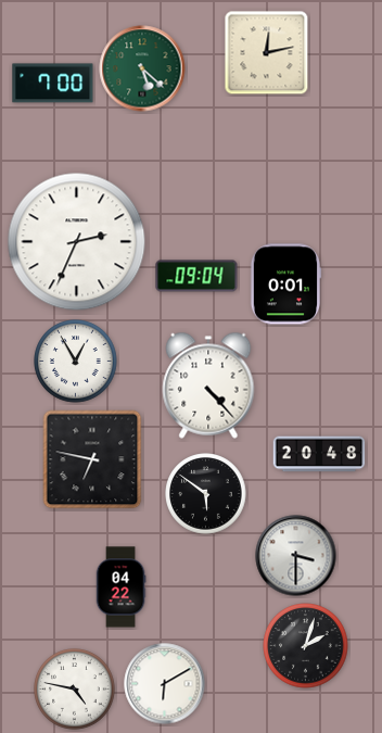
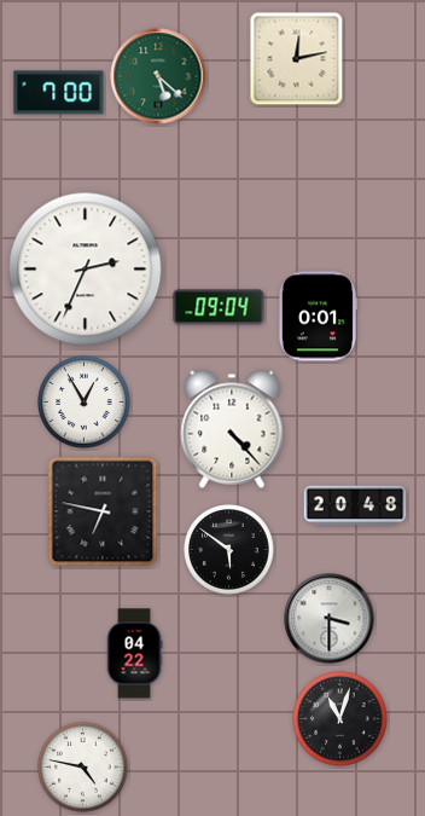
clock at (306, 646): 2:03 -> 11:03
clock at (165, 684): 6:10 -> none
